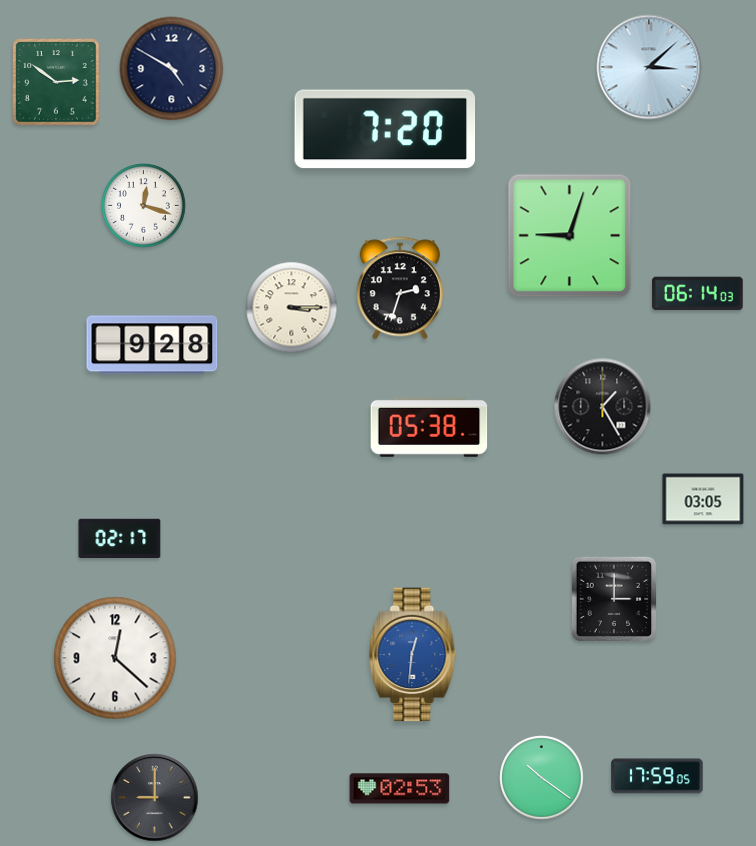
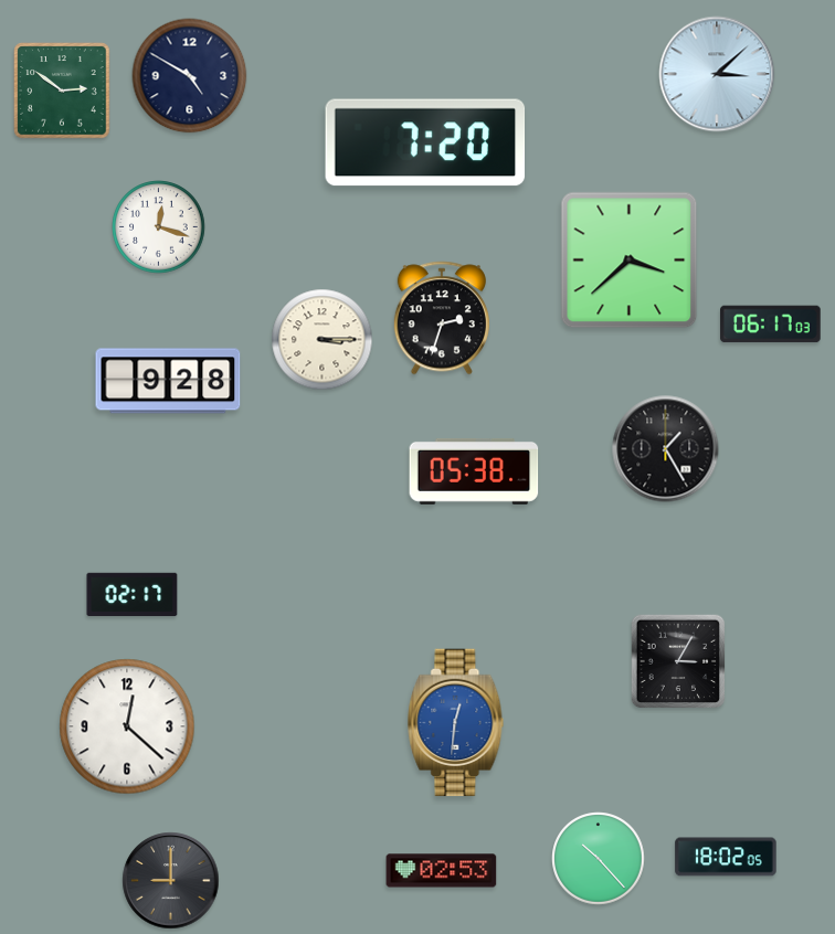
clock at (570, 236): 9:03 -> 3:38
clock at (698, 294): 06:14 -> 06:17
clock at (703, 499): 03:05 -> none
clock at (614, 599): 3:00 -> 3:05
clock at (657, 776): 17:59 -> 18:02
clock at (542, 778): 10:21 -> 10:23
